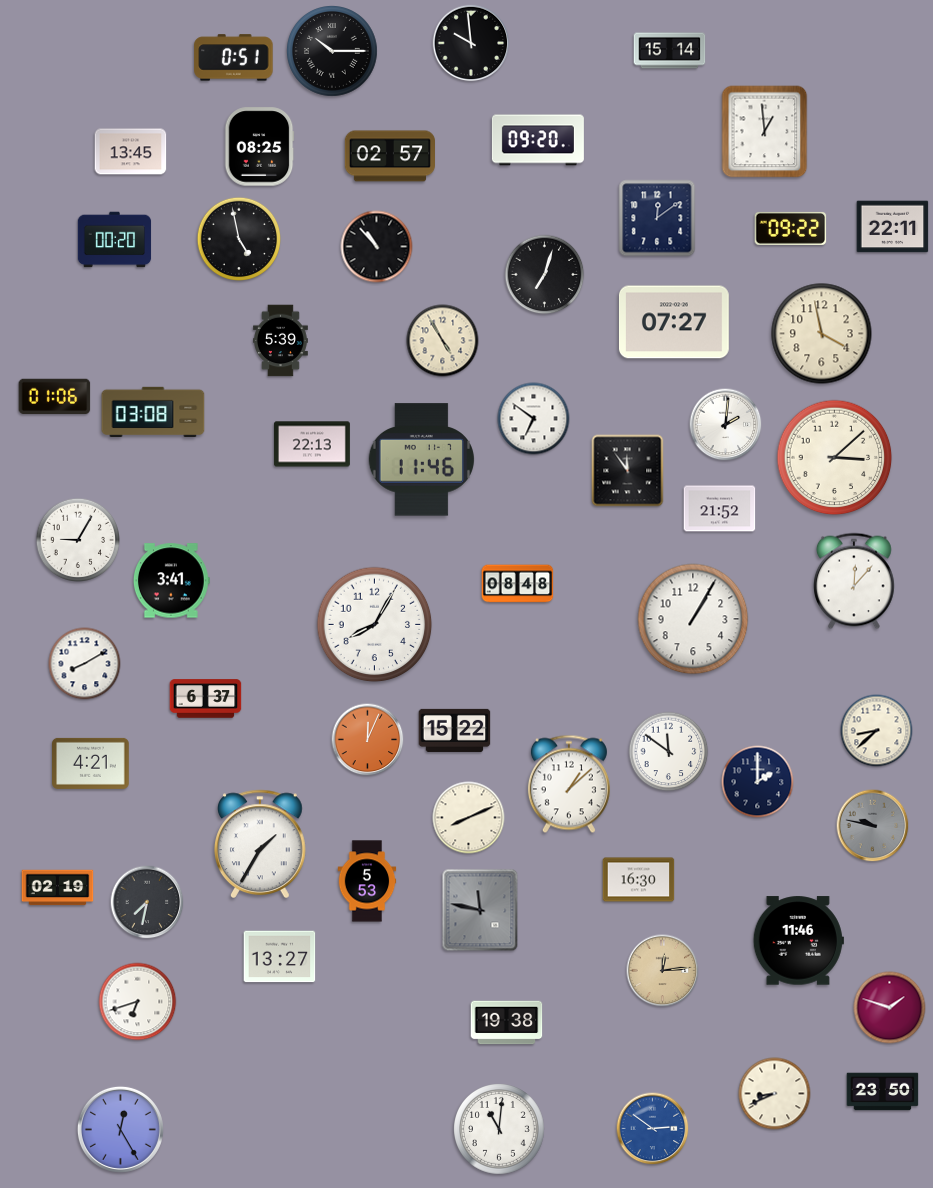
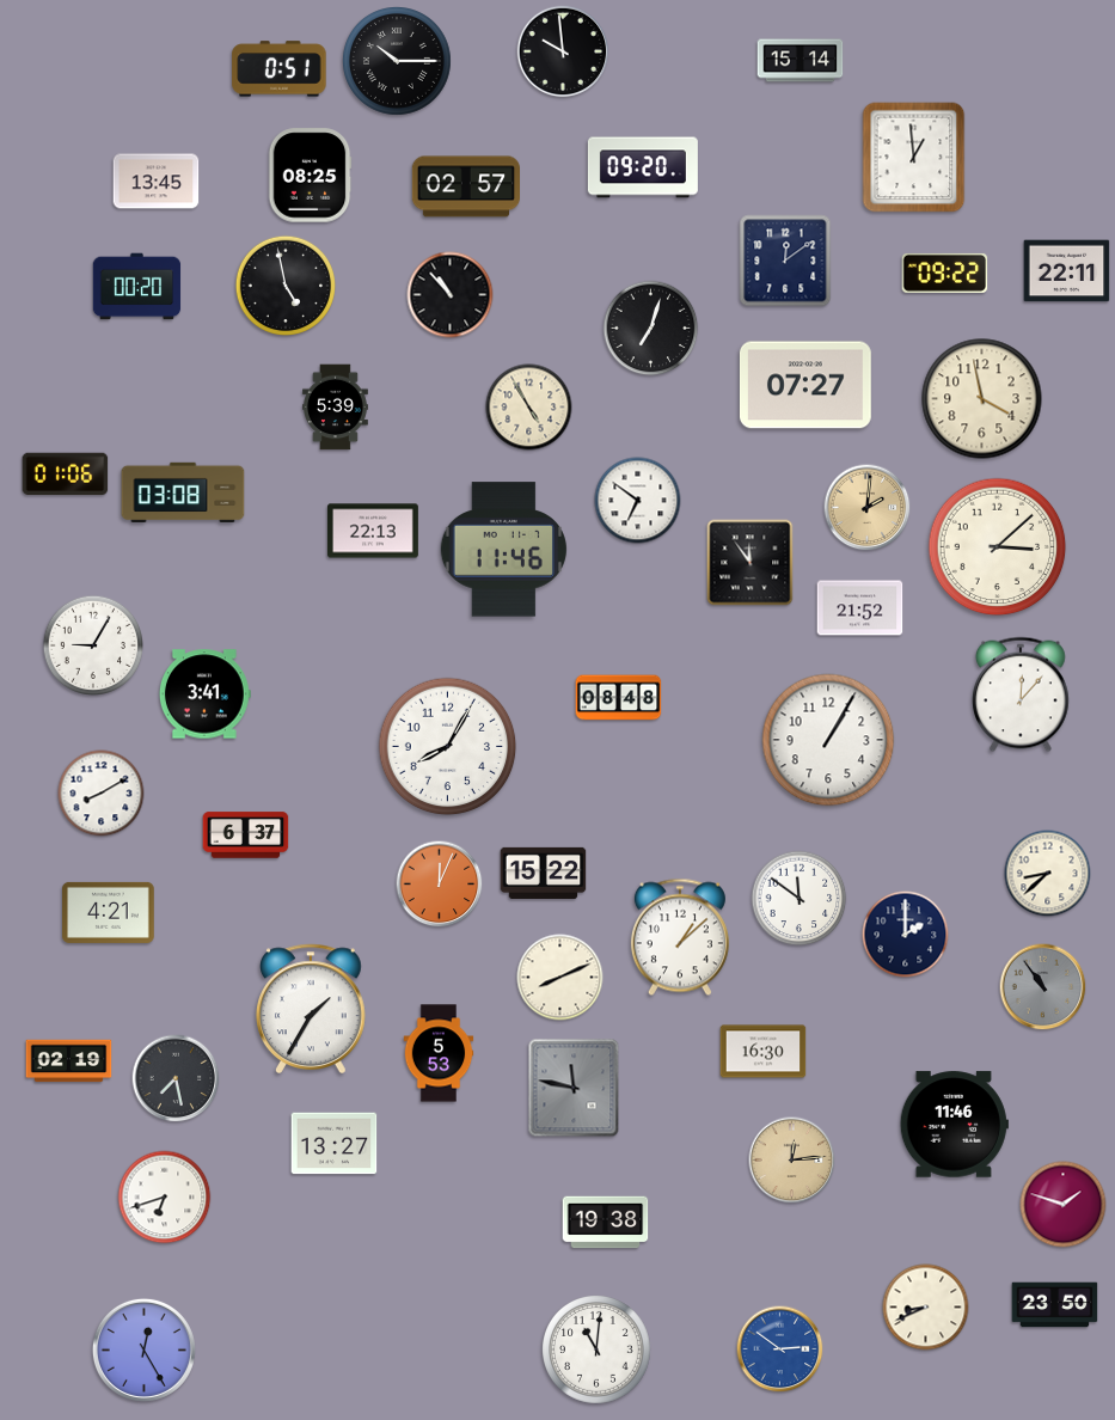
clock at (726, 425) dial: white -> champagne
clock at (873, 826): 9:47 -> 10:54
clock at (147, 902): 7:32 -> 7:28
